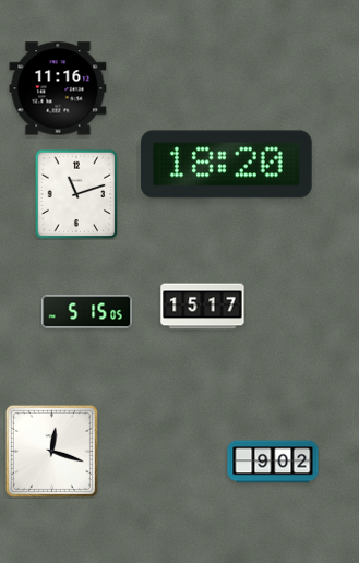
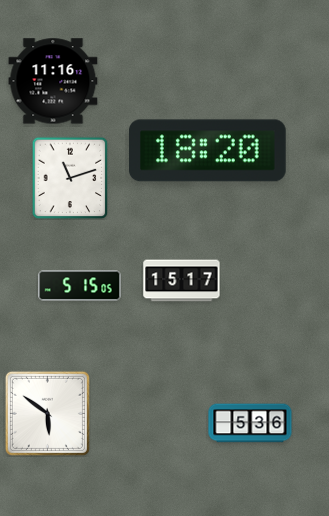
clock at (203, 307) position: (203, 307) -> (182, 281)
clock at (51, 451): 12:18 -> 5:51
clock at (273, 462): 9:02 -> 5:36
